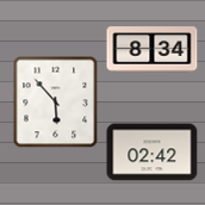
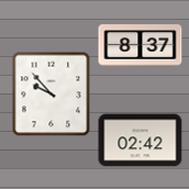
clock at (153, 50): 8:34 -> 8:37
clock at (56, 101): 5:53 -> 9:53
